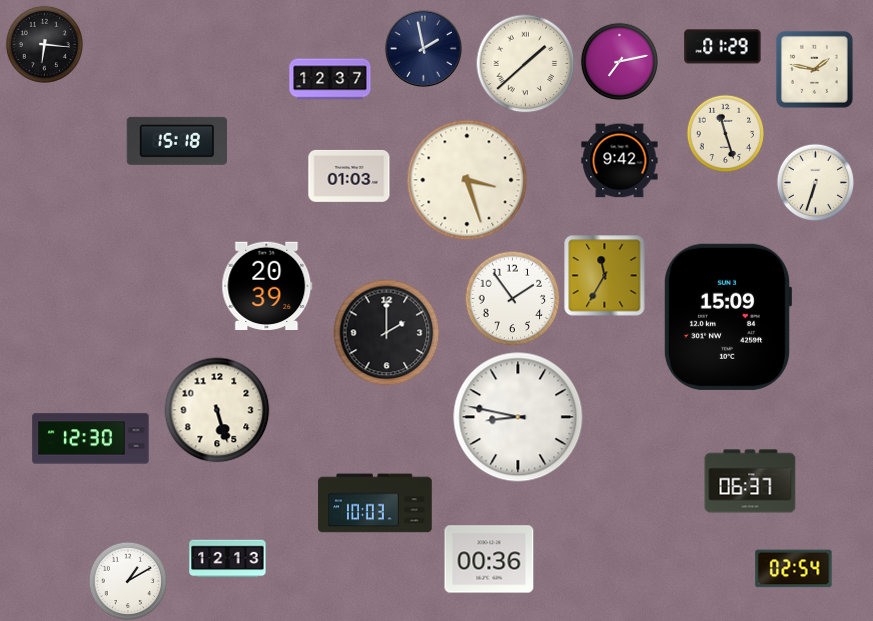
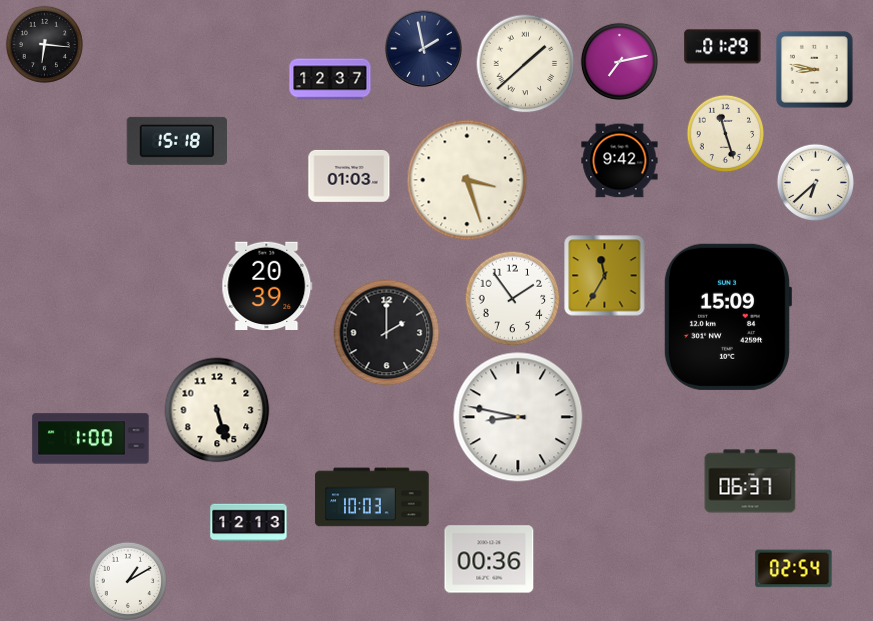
clock at (814, 69): 1:47 -> 8:47
clock at (815, 182): 6:33 -> 6:38
clock at (91, 439): 12:30 -> 1:00
clock at (375, 503) position: (375, 503) -> (372, 497)
clock at (228, 559) position: (228, 559) -> (249, 523)
